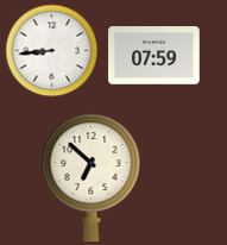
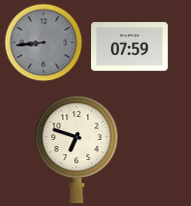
clock at (51, 50) dial: white -> grey
clock at (92, 177): 6:52 -> 6:48
